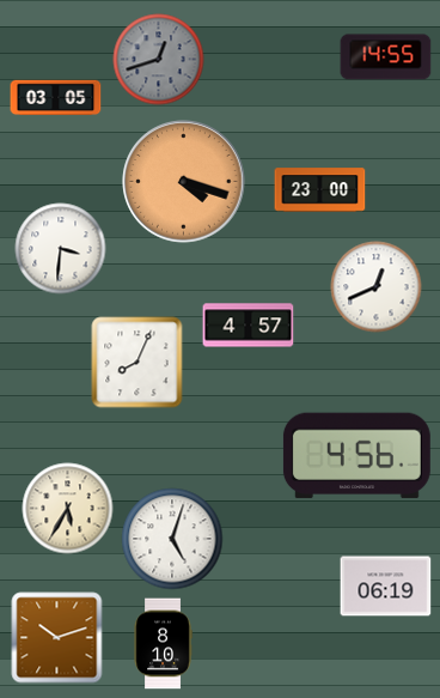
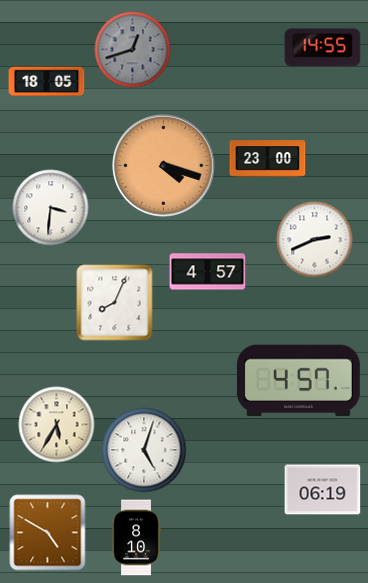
clock at (56, 98): 03:05 -> 18:05
clock at (184, 182) position: (184, 182) -> (164, 166)
clock at (377, 287): 12:41 -> 2:41
clock at (356, 456): 4:56 -> 4:57
clock at (57, 638): 10:12 -> 4:50
